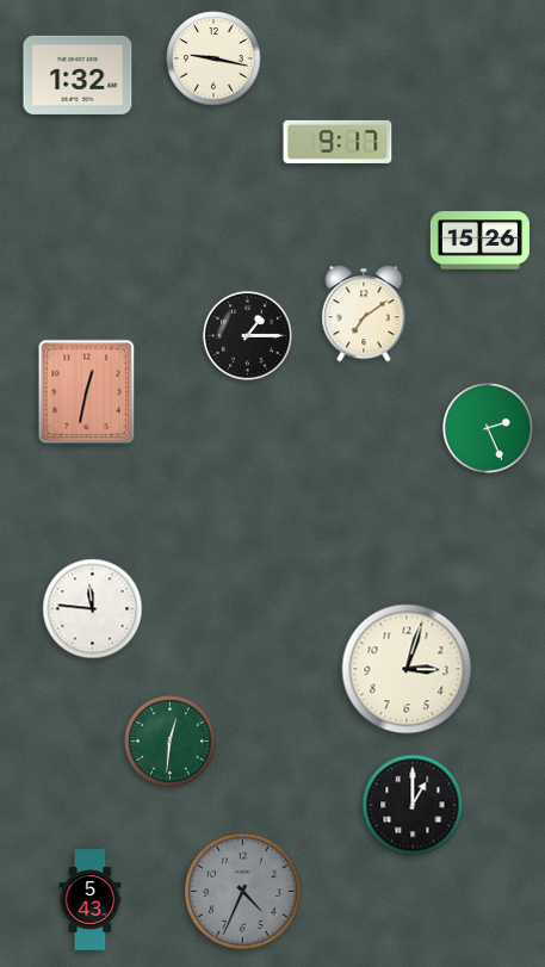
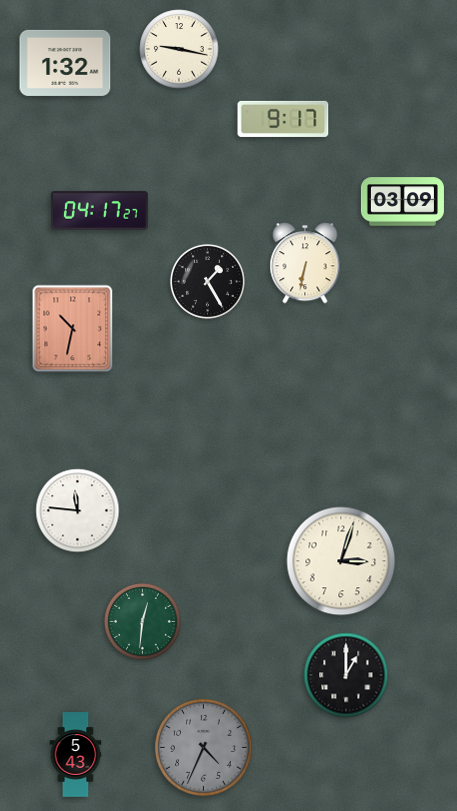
clock at (479, 241): 15:26 -> 03:09
clock at (99, 211): none -> 04:17
clock at (364, 314): 7:09 -> 6:32
clock at (247, 335): 1:15 -> 1:25
clock at (87, 392): 12:32 -> 10:32
clock at (488, 428): 2:26 -> none
